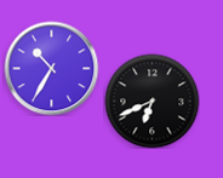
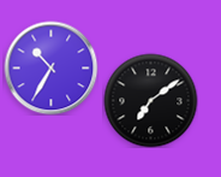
clock at (151, 101): 6:41 -> 7:09
